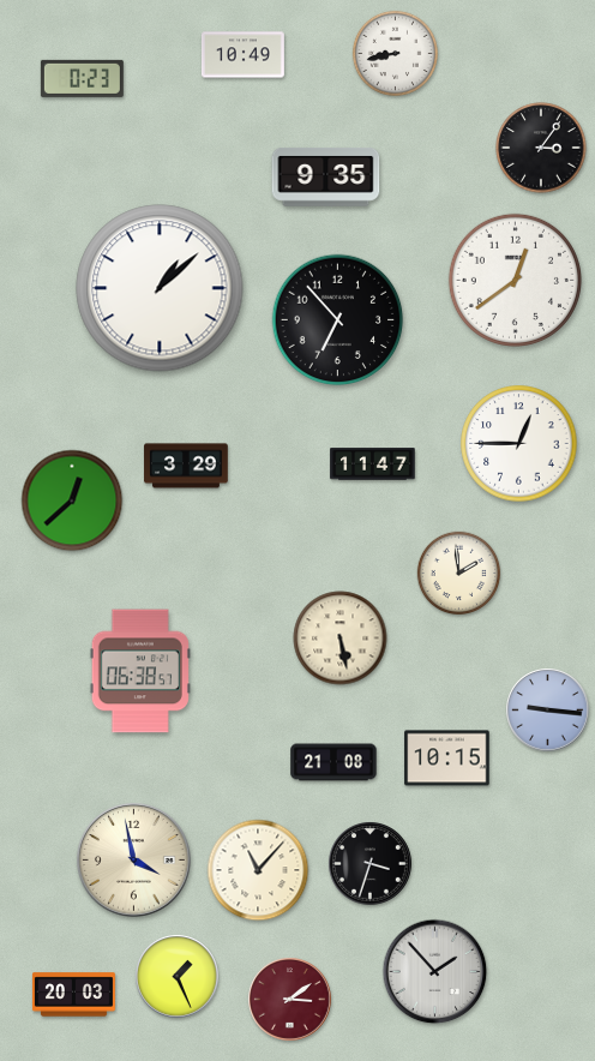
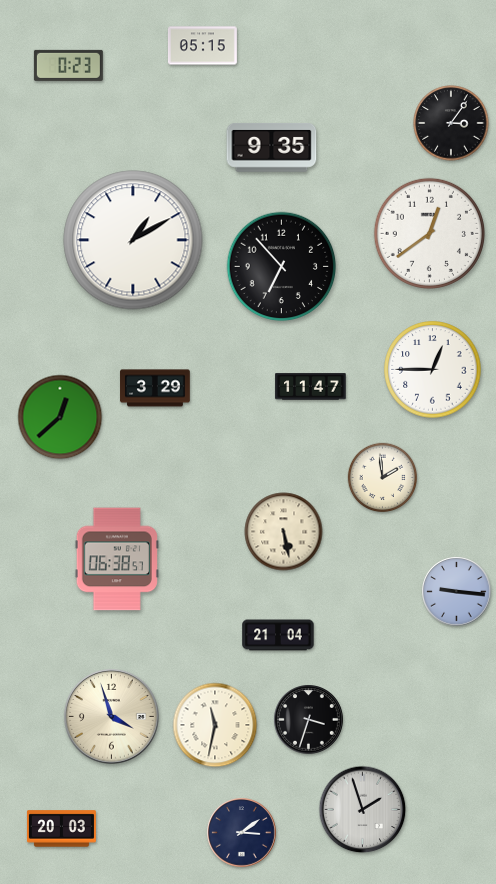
clock at (395, 53): 8:43 -> none
clock at (242, 55): 10:49 -> 05:15
clock at (160, 288): 1:08 -> 1:10
clock at (447, 759): 10:15 -> none
clock at (333, 762): 21:08 -> 21:04
clock at (134, 861): 3:58 -> 3:57
clock at (258, 870): 11:07 -> 11:32
clock at (435, 972): 1:53 -> 1:57
clock at (178, 977): 1:26 -> none
clock at (290, 1000) dial: burgundy -> navy
